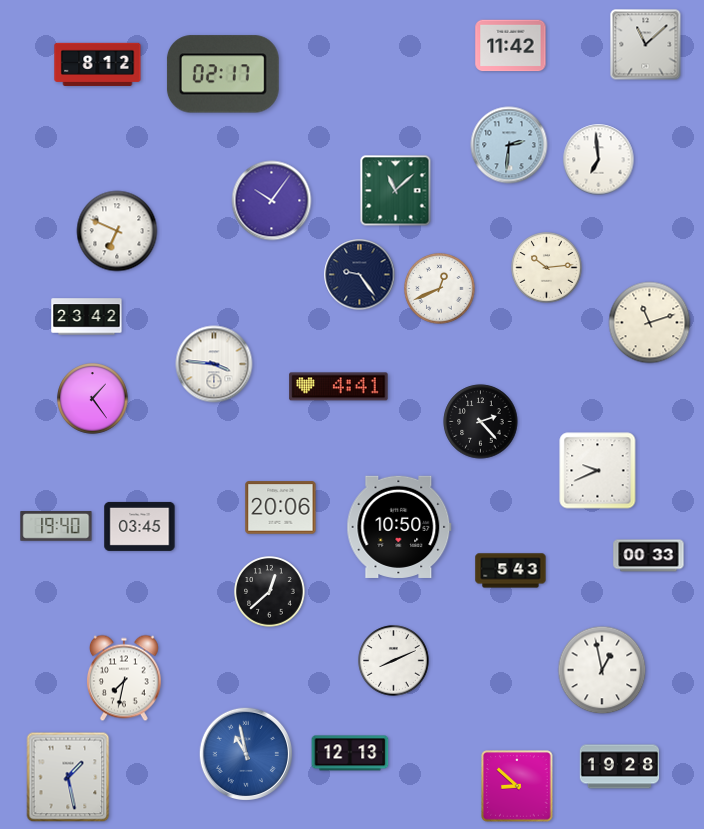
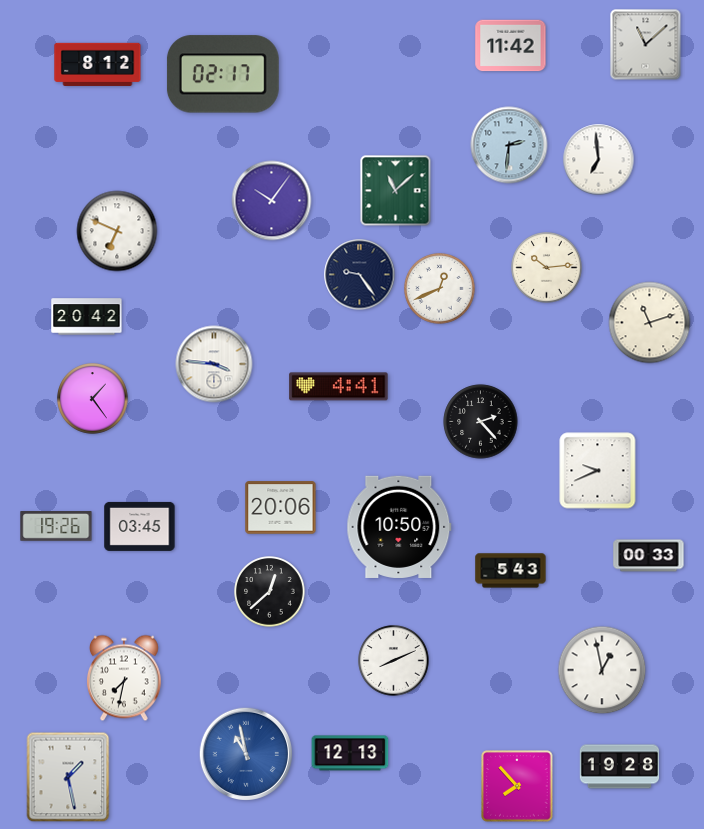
clock at (87, 317): 23:42 -> 20:42
clock at (56, 526): 19:40 -> 19:26
clock at (517, 786): 8:52 -> 7:53
